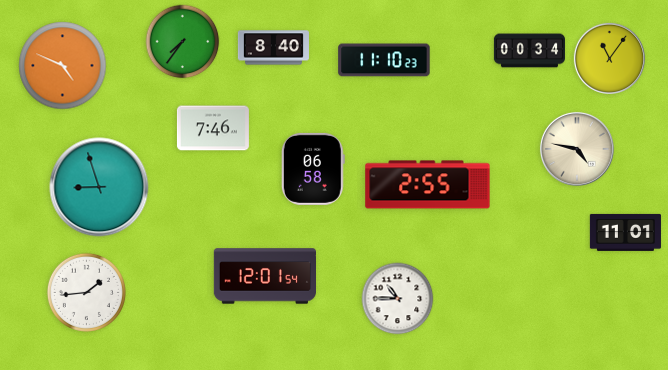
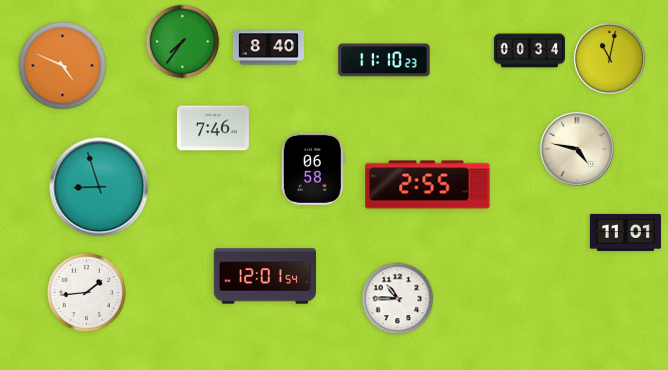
clock at (273, 48) position: (273, 48) -> (268, 48)
clock at (609, 58): 11:06 -> 11:02
